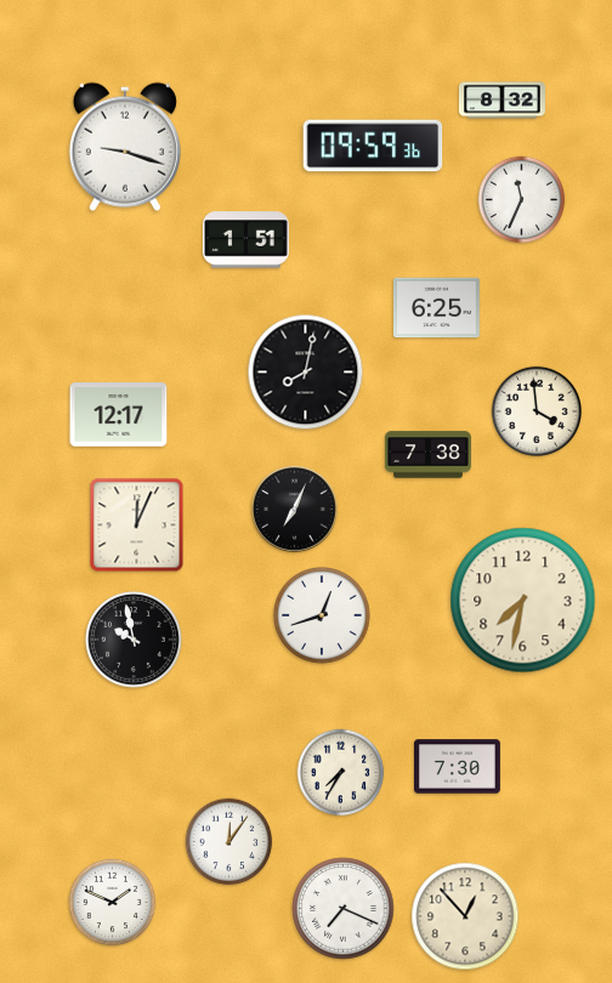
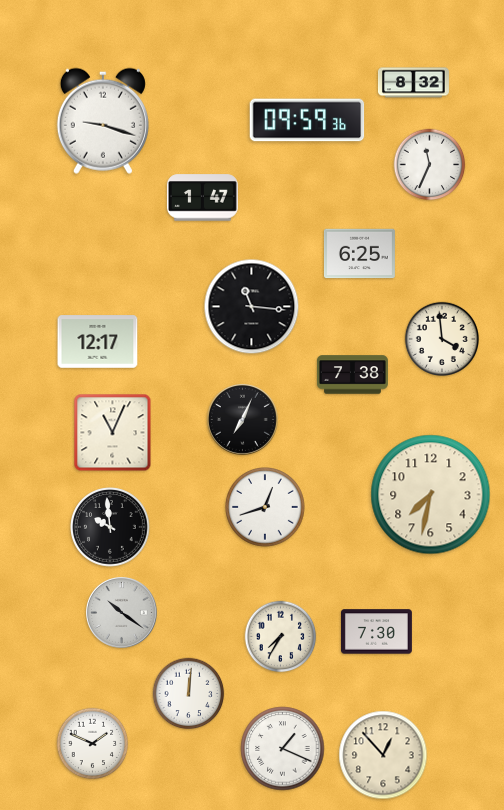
clock at (245, 240): 1:51 -> 1:47
clock at (306, 373): 8:02 -> 11:16
clock at (137, 525): 12:04 -> 11:04
clock at (135, 641): 9:58 -> 9:59
clock at (121, 612): none -> 10:21
clock at (229, 842): 12:06 -> 12:01
clock at (344, 909): 7:19 -> 1:19
